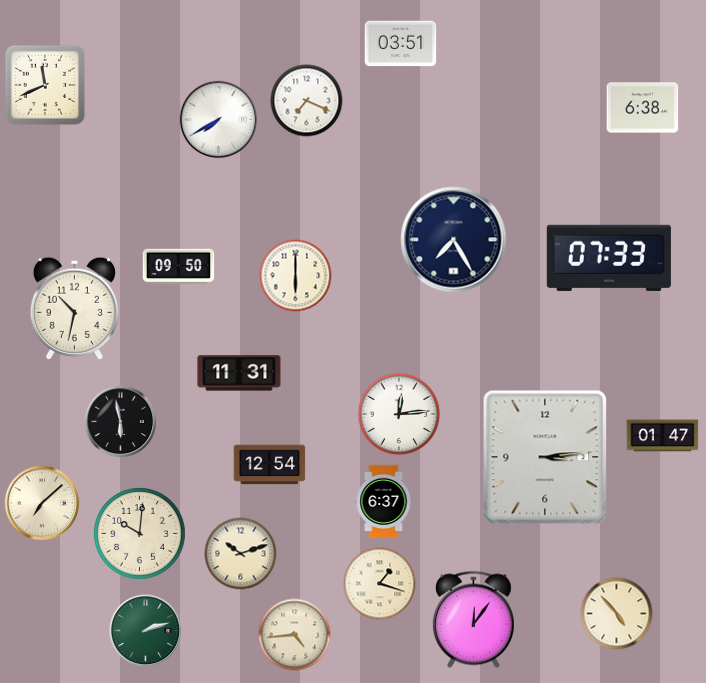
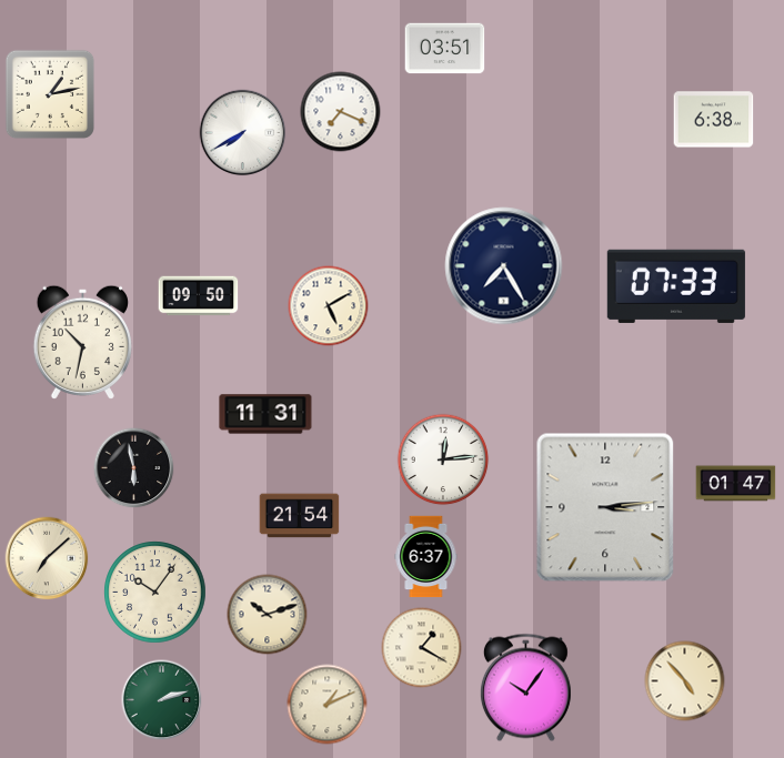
clock at (45, 85): 11:41 -> 1:13
clock at (296, 276): 6:00 -> 5:10
clock at (270, 465): 12:54 -> 21:54
clock at (140, 534): 10:01 -> 10:06
clock at (380, 584): 1:18 -> 1:20
clock at (473, 620): 12:06 -> 10:06
clock at (295, 635): 4:44 -> 1:11
